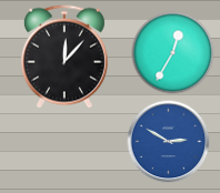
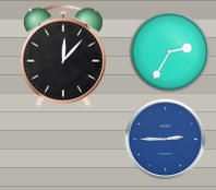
clock at (173, 53): 12:35 -> 2:35
clock at (169, 142): 2:50 -> 2:45
